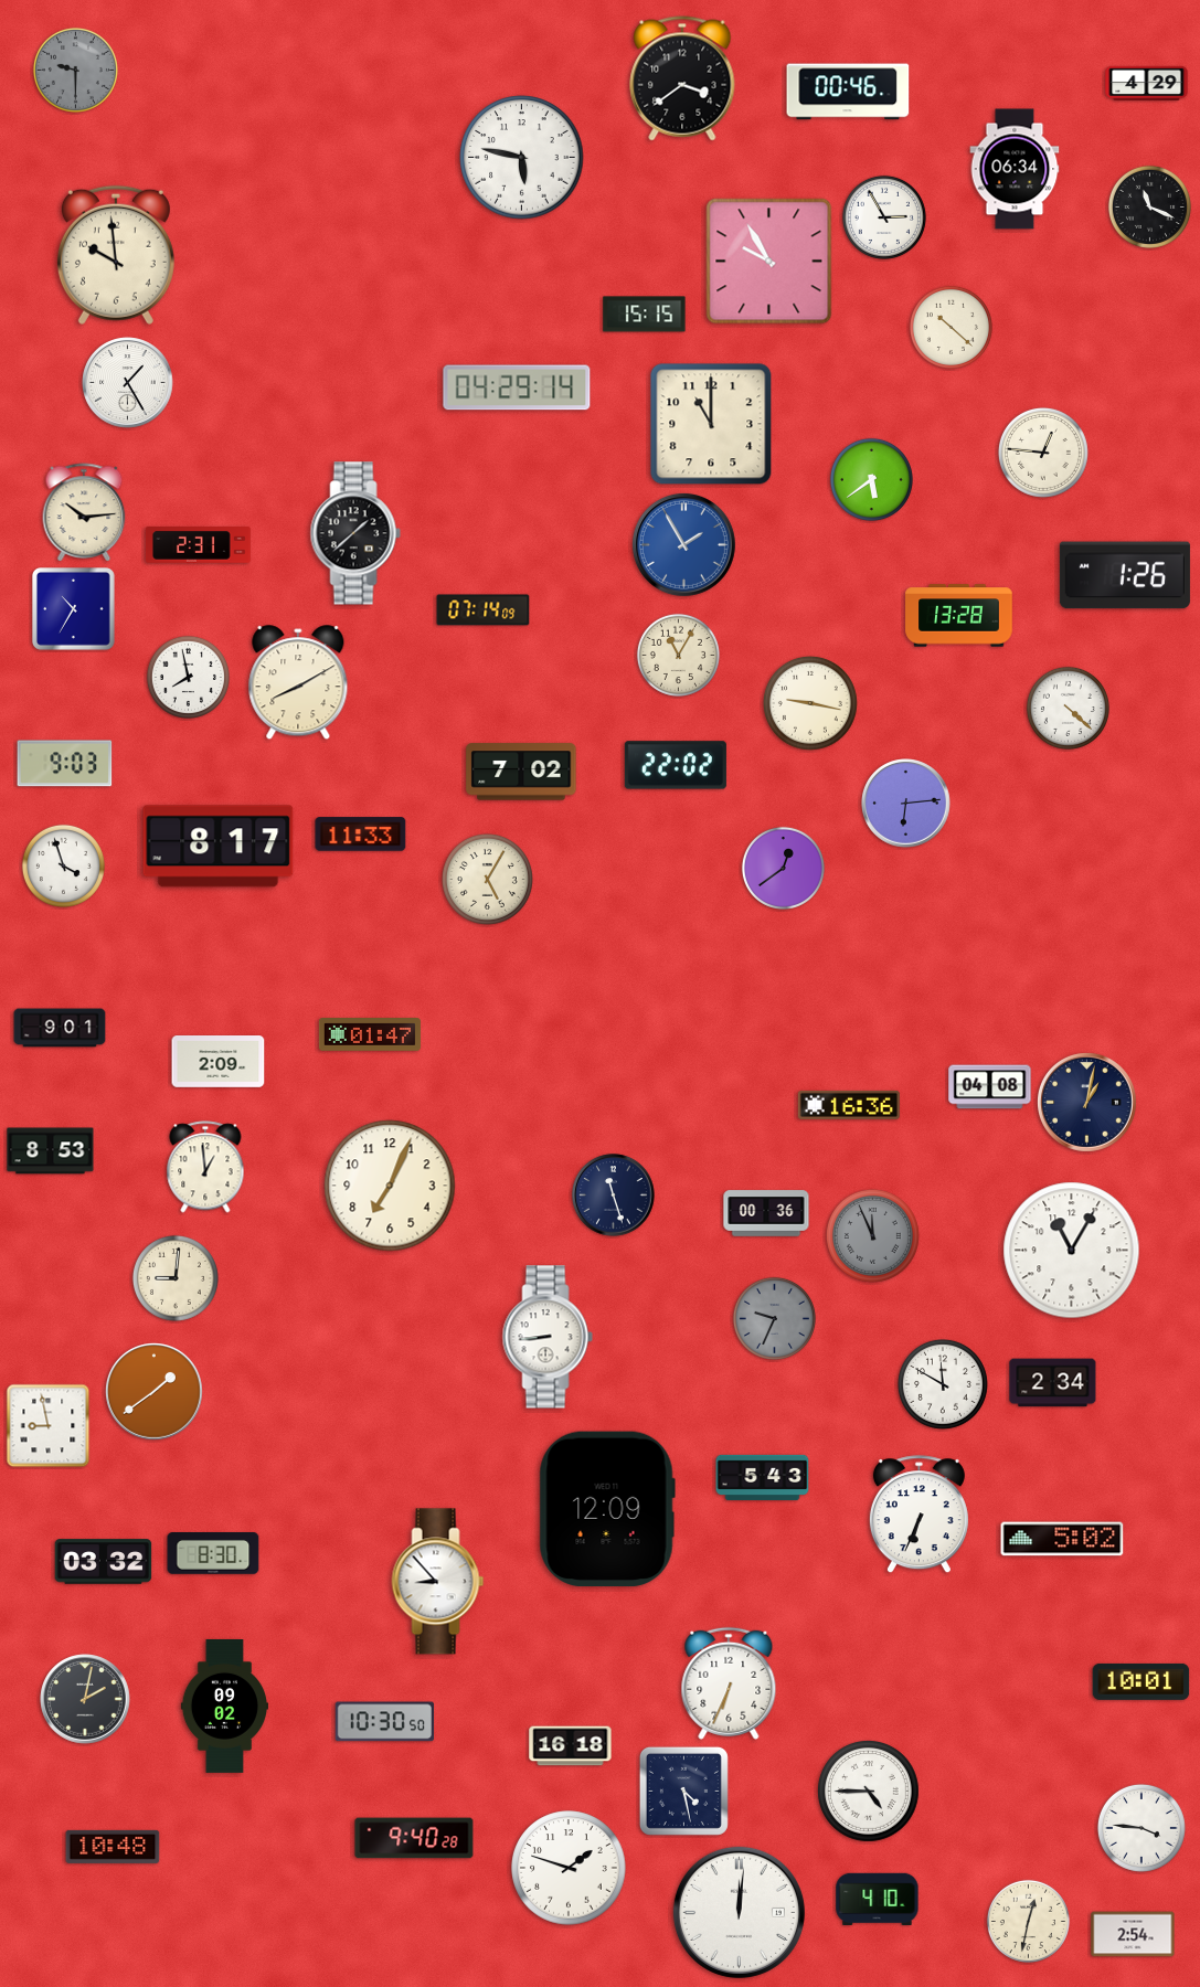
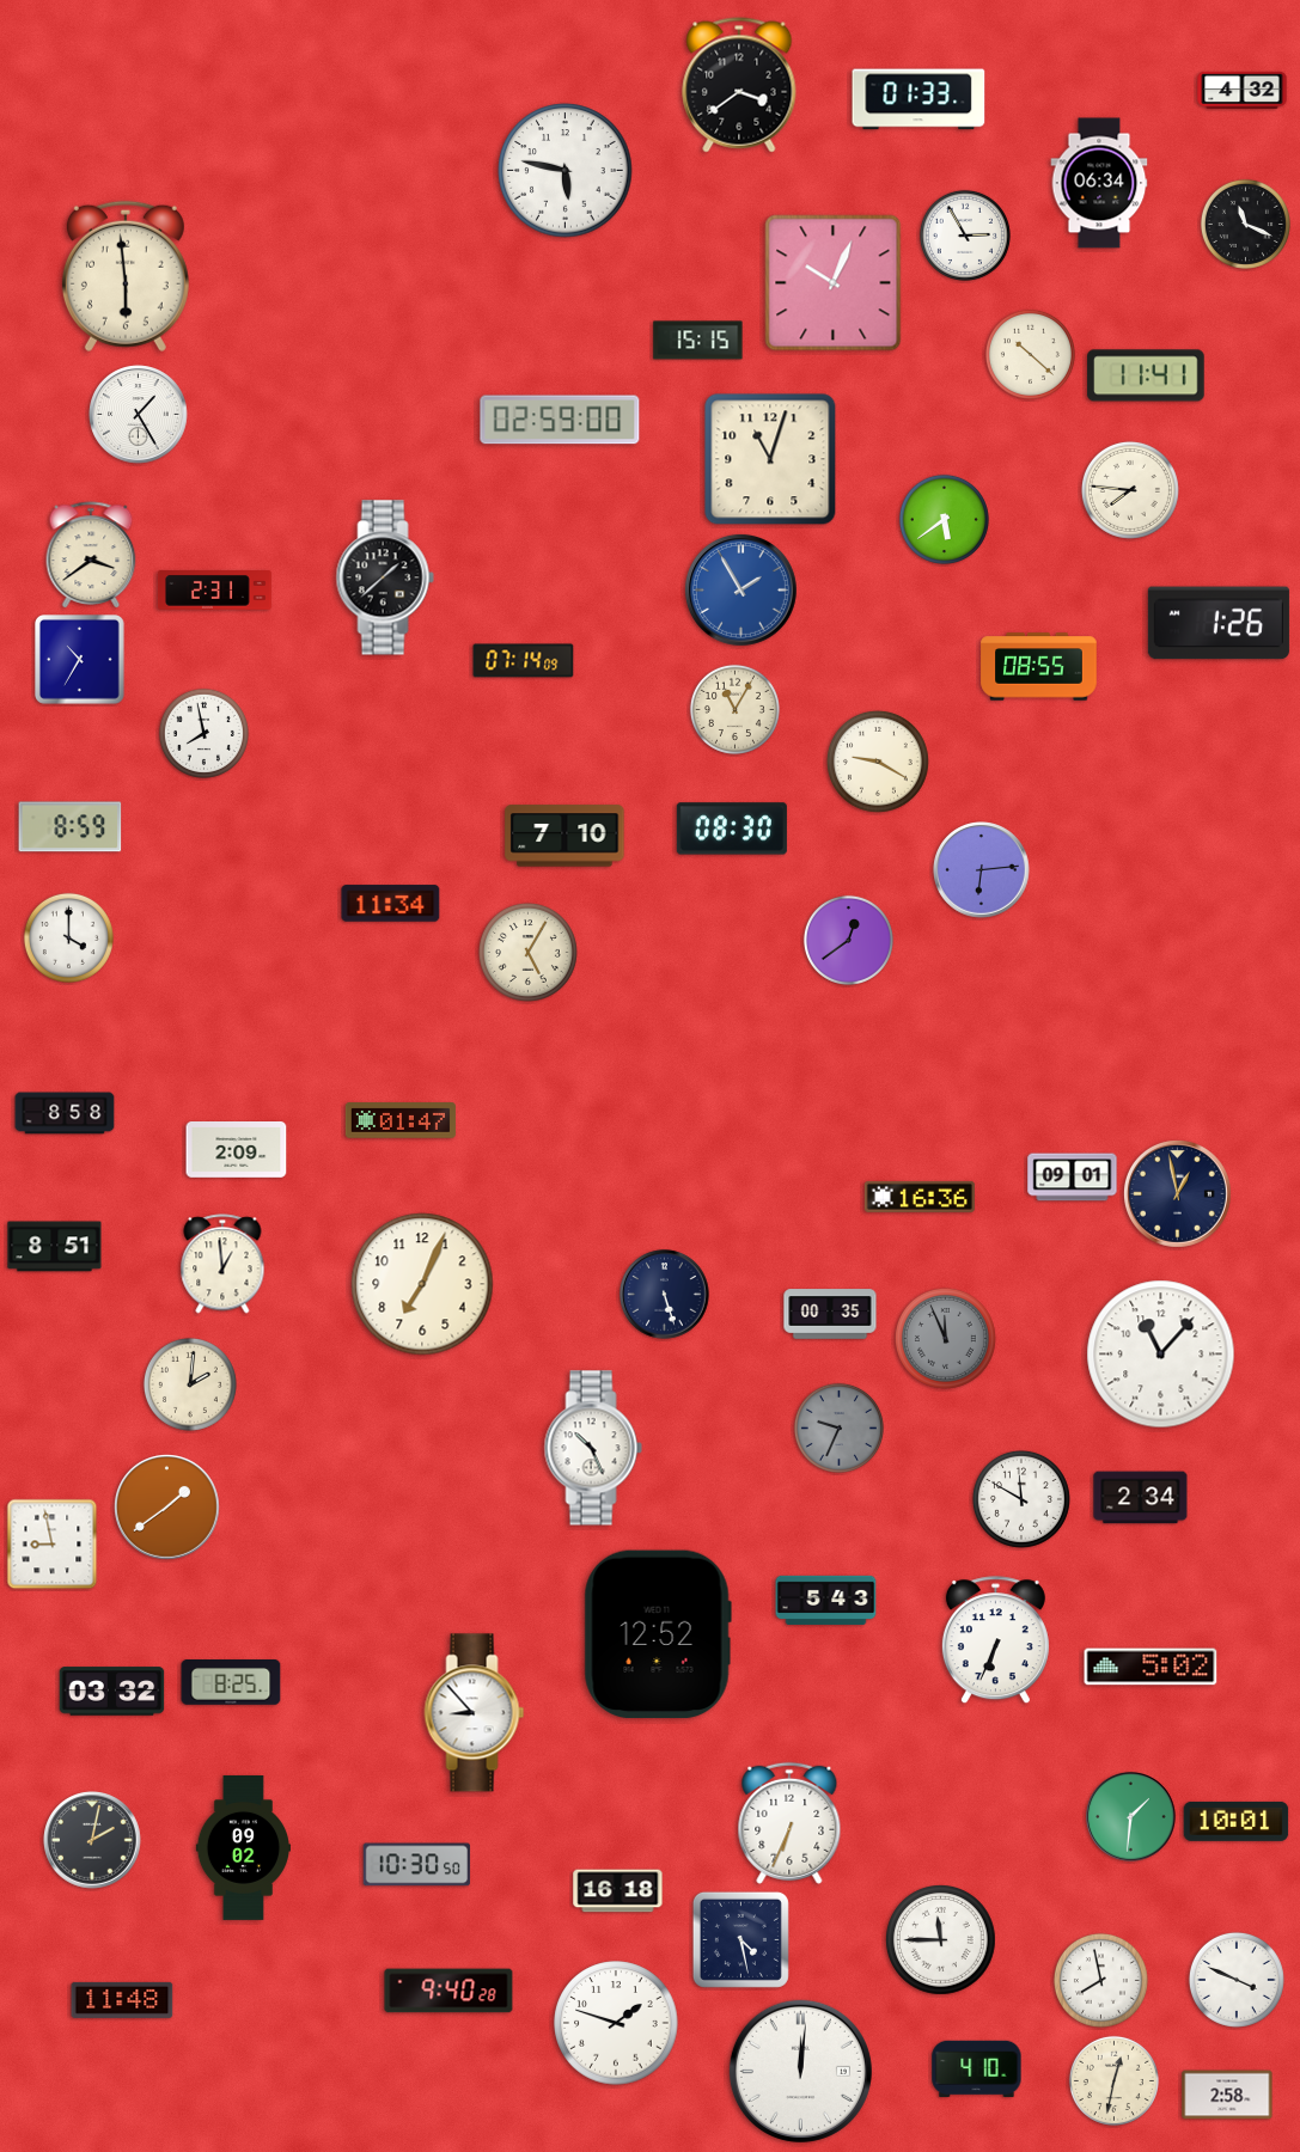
clock at (75, 70): 9:30 -> none
clock at (1147, 83): 4:29 -> 4:32
clock at (848, 92): 00:46 -> 01:33
clock at (884, 217) position: (884, 217) -> (965, 236)
clock at (116, 255): 9:59 -> 5:59
clock at (769, 262): 9:55 -> 10:04
clock at (1146, 375): none -> 11:41
clock at (517, 387): 04:29 -> 02:59
clock at (711, 424): 11:00 -> 11:03
clock at (1043, 453): 12:46 -> 7:46
clock at (84, 512): 10:14 -> 3:39
clock at (959, 616): 13:28 -> 08:55
clock at (298, 683): 8:10 -> none
clock at (810, 703): 9:17 -> 9:20
clock at (1068, 708): 4:22 -> none
clock at (65, 764): 9:03 -> 8:59
clock at (676, 765): 22:02 -> 08:30
clock at (521, 772): 7:02 -> 7:10
clock at (361, 835): 11:33 -> 11:34
clock at (219, 847): 8:17 -> none
clock at (63, 865): 3:57 -> 4:00
clock at (60, 1028): 9:01 -> 8:58
clock at (990, 1087): 04:08 -> 09:01
clock at (1087, 1103): 1:02 -> 12:58
clock at (51, 1151): 8:53 -> 8:51
clock at (614, 1196): 11:27 -> 5:27
clock at (766, 1213): 00:36 -> 00:35
clock at (1072, 1251): 11:05 -> 11:07
clock at (176, 1278): 9:01 -> 2:01
clock at (548, 1337): 8:44 -> 10:26
clock at (607, 1509): 12:09 -> 12:52
clock at (213, 1553): 8:30 -> 8:25
clock at (1131, 1817): none -> 1:31
clock at (869, 1792): 4:45 -> 11:45
clock at (1100, 1980): none -> 7:58
clock at (1141, 1828): 3:46 -> 3:49
clock at (113, 1847): 10:48 -> 11:48
clock at (878, 1899) position: (878, 1899) -> (977, 2068)
clock at (1133, 1934): 2:54 -> 2:58
